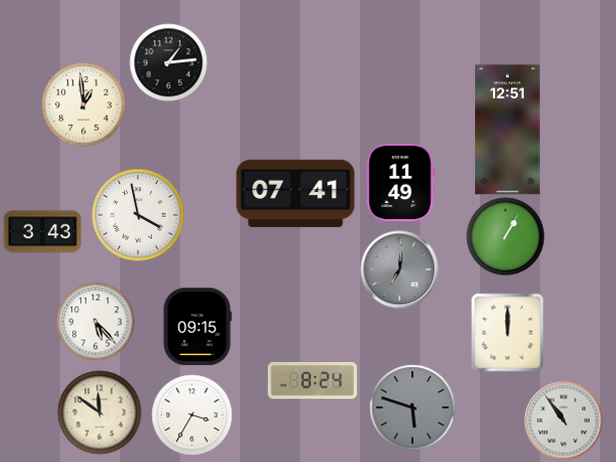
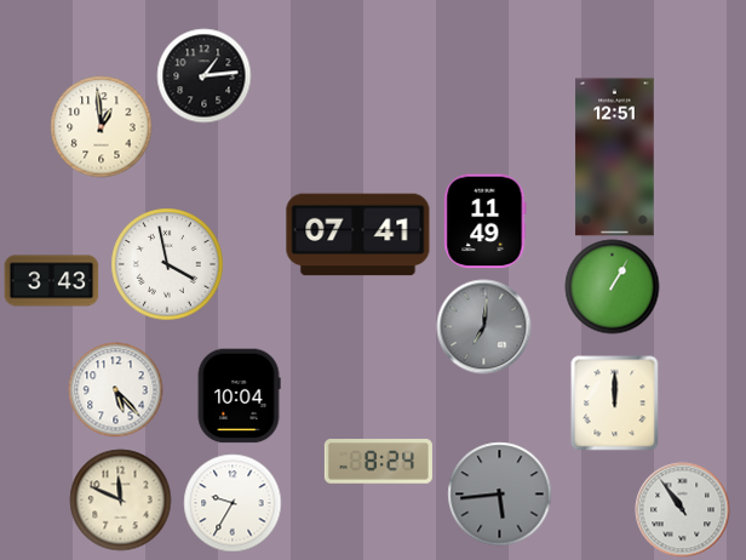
clock at (138, 215) position: (138, 215) -> (167, 264)
clock at (197, 326): 09:15 -> 10:04
clock at (412, 407): 5:48 -> 5:44
clock at (99, 412): 11:51 -> 11:49
clock at (192, 415): 3:35 -> 9:35
